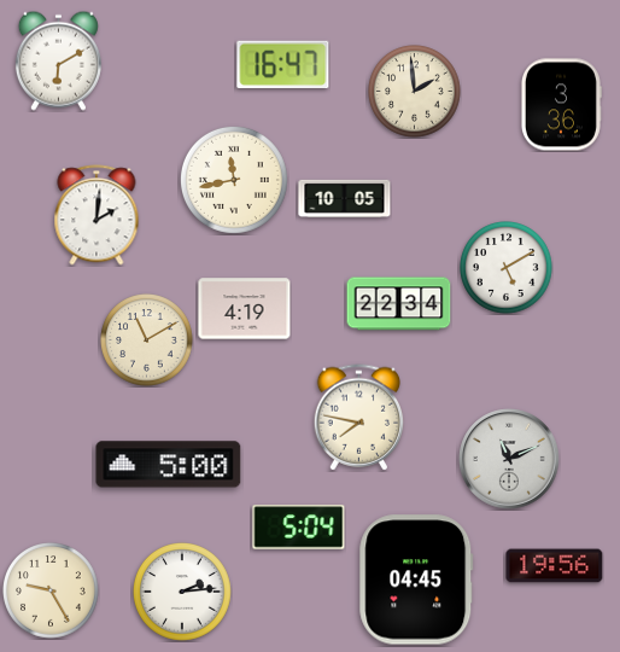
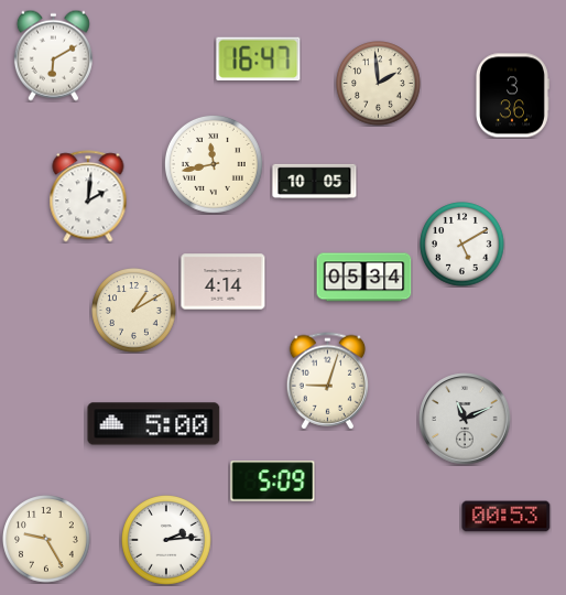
clock at (399, 304): 22:34 -> 05:34
clock at (245, 309): 4:19 -> 4:14
clock at (147, 340): 11:10 -> 1:10
clock at (359, 418): 7:47 -> 9:03
clock at (299, 528): 5:04 -> 5:09
clock at (555, 566): 19:56 -> 00:53
clock at (416, 580): 04:45 -> none
